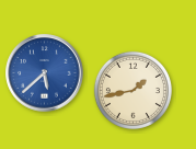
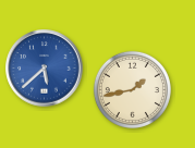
clock at (45, 73) position: (45, 73) -> (45, 69)
